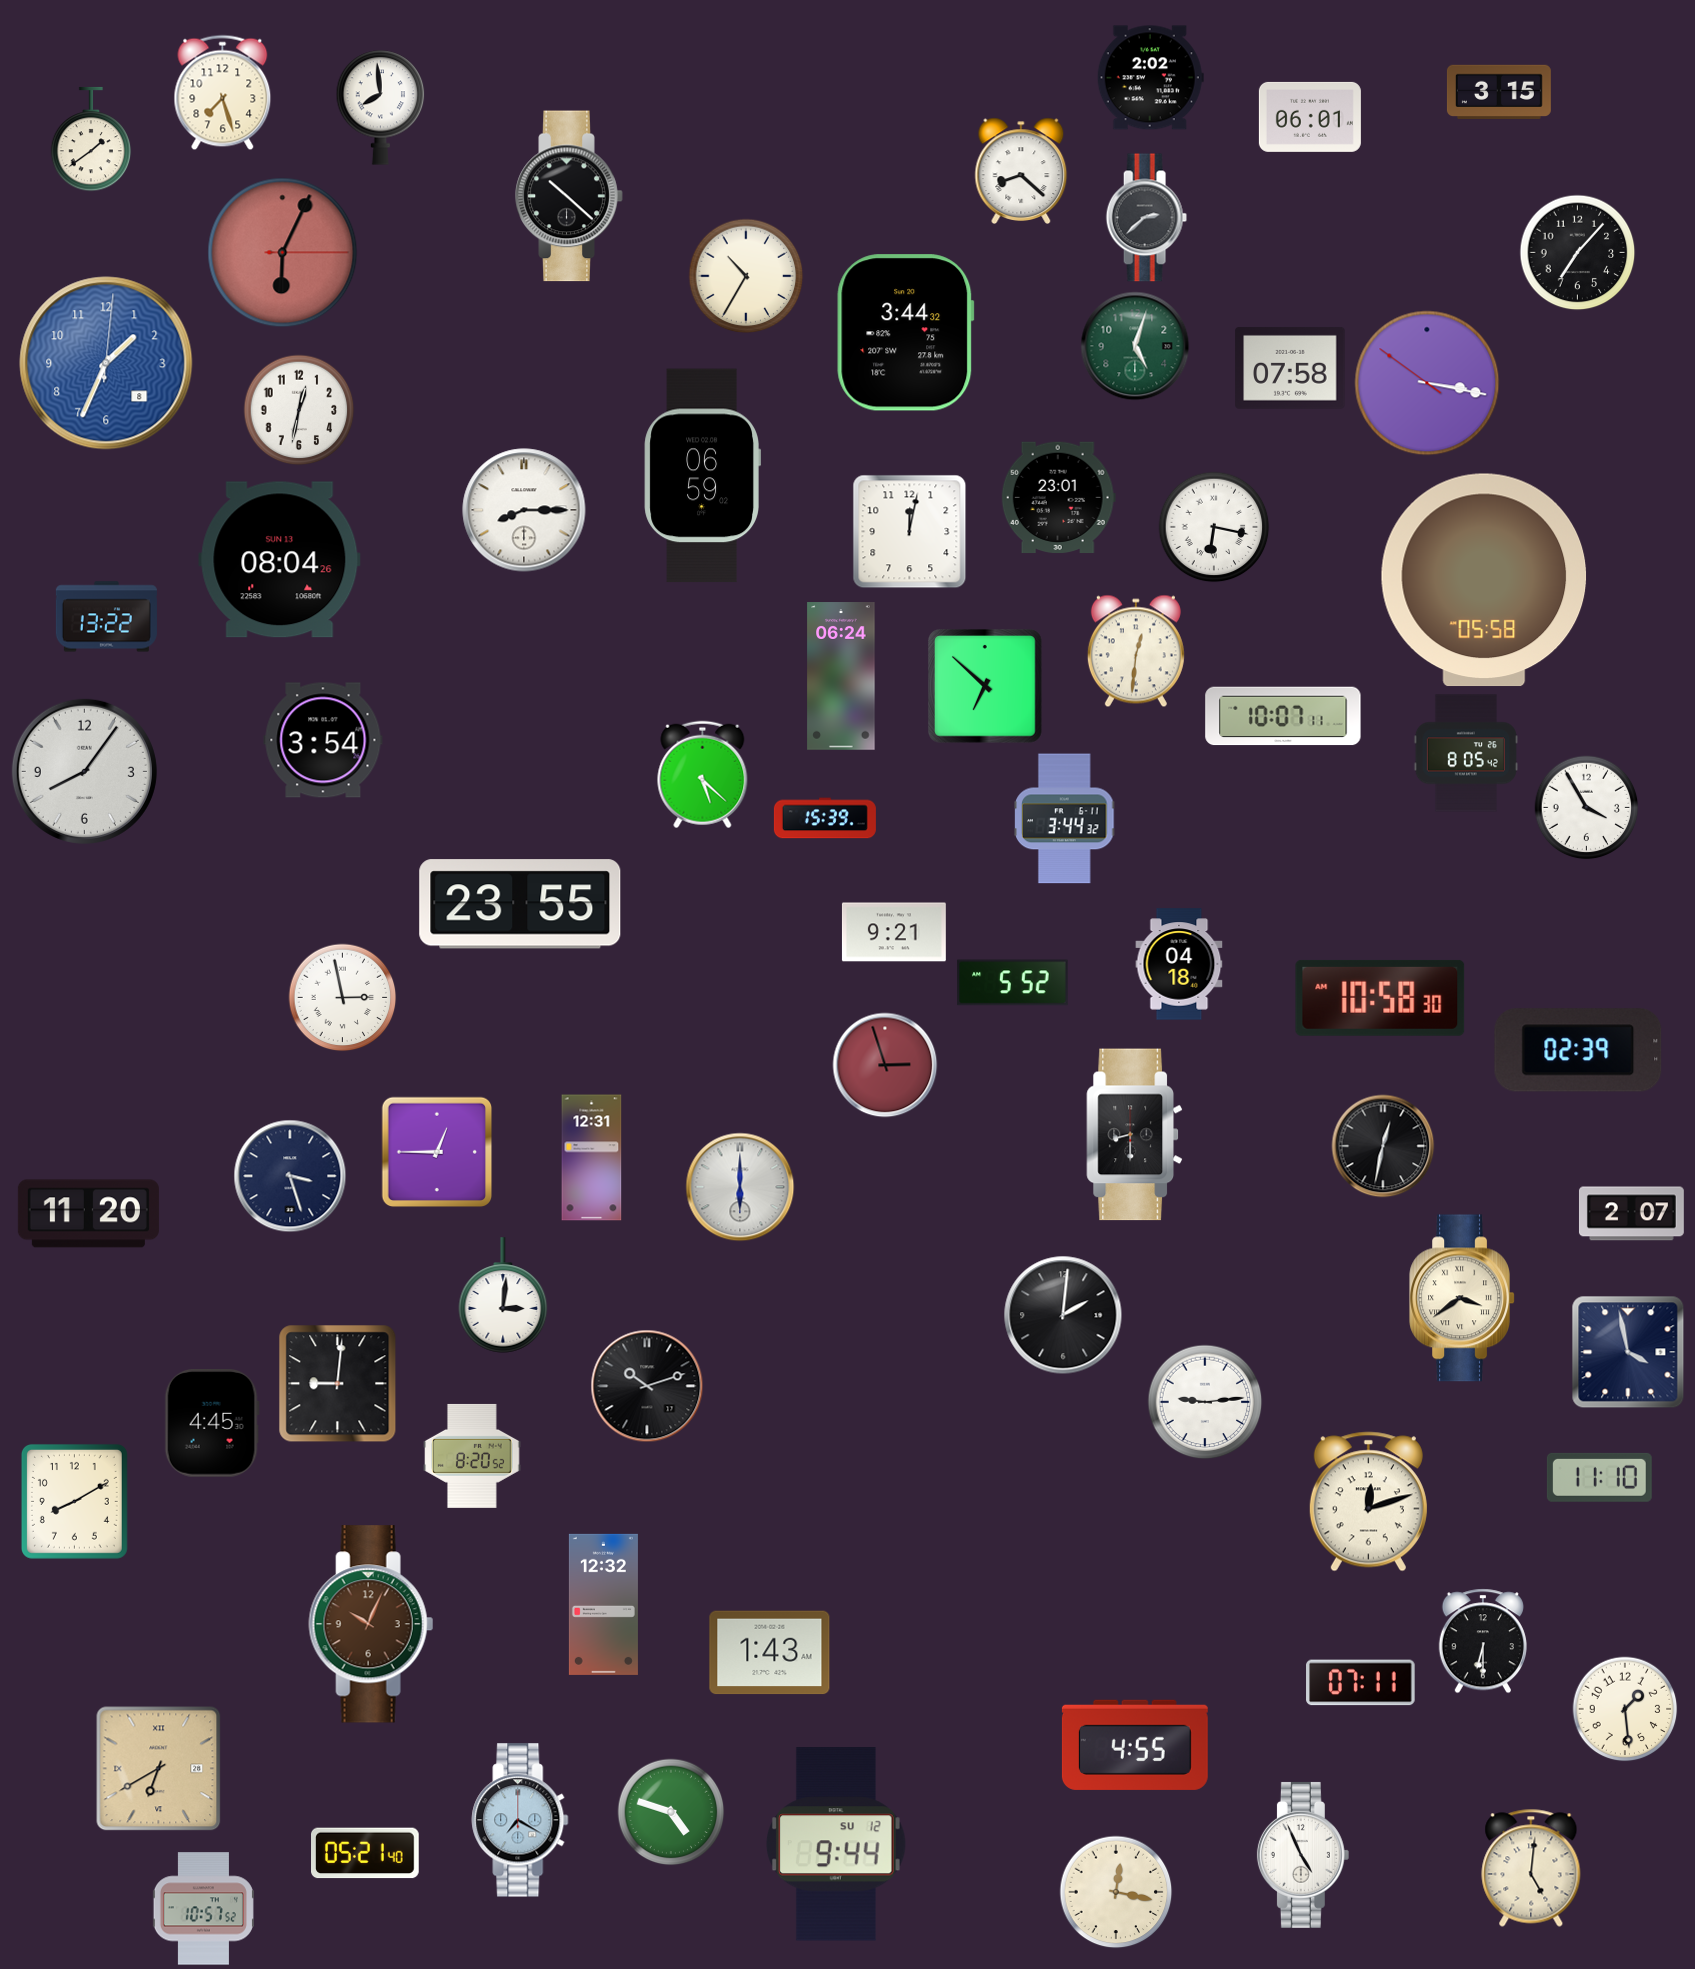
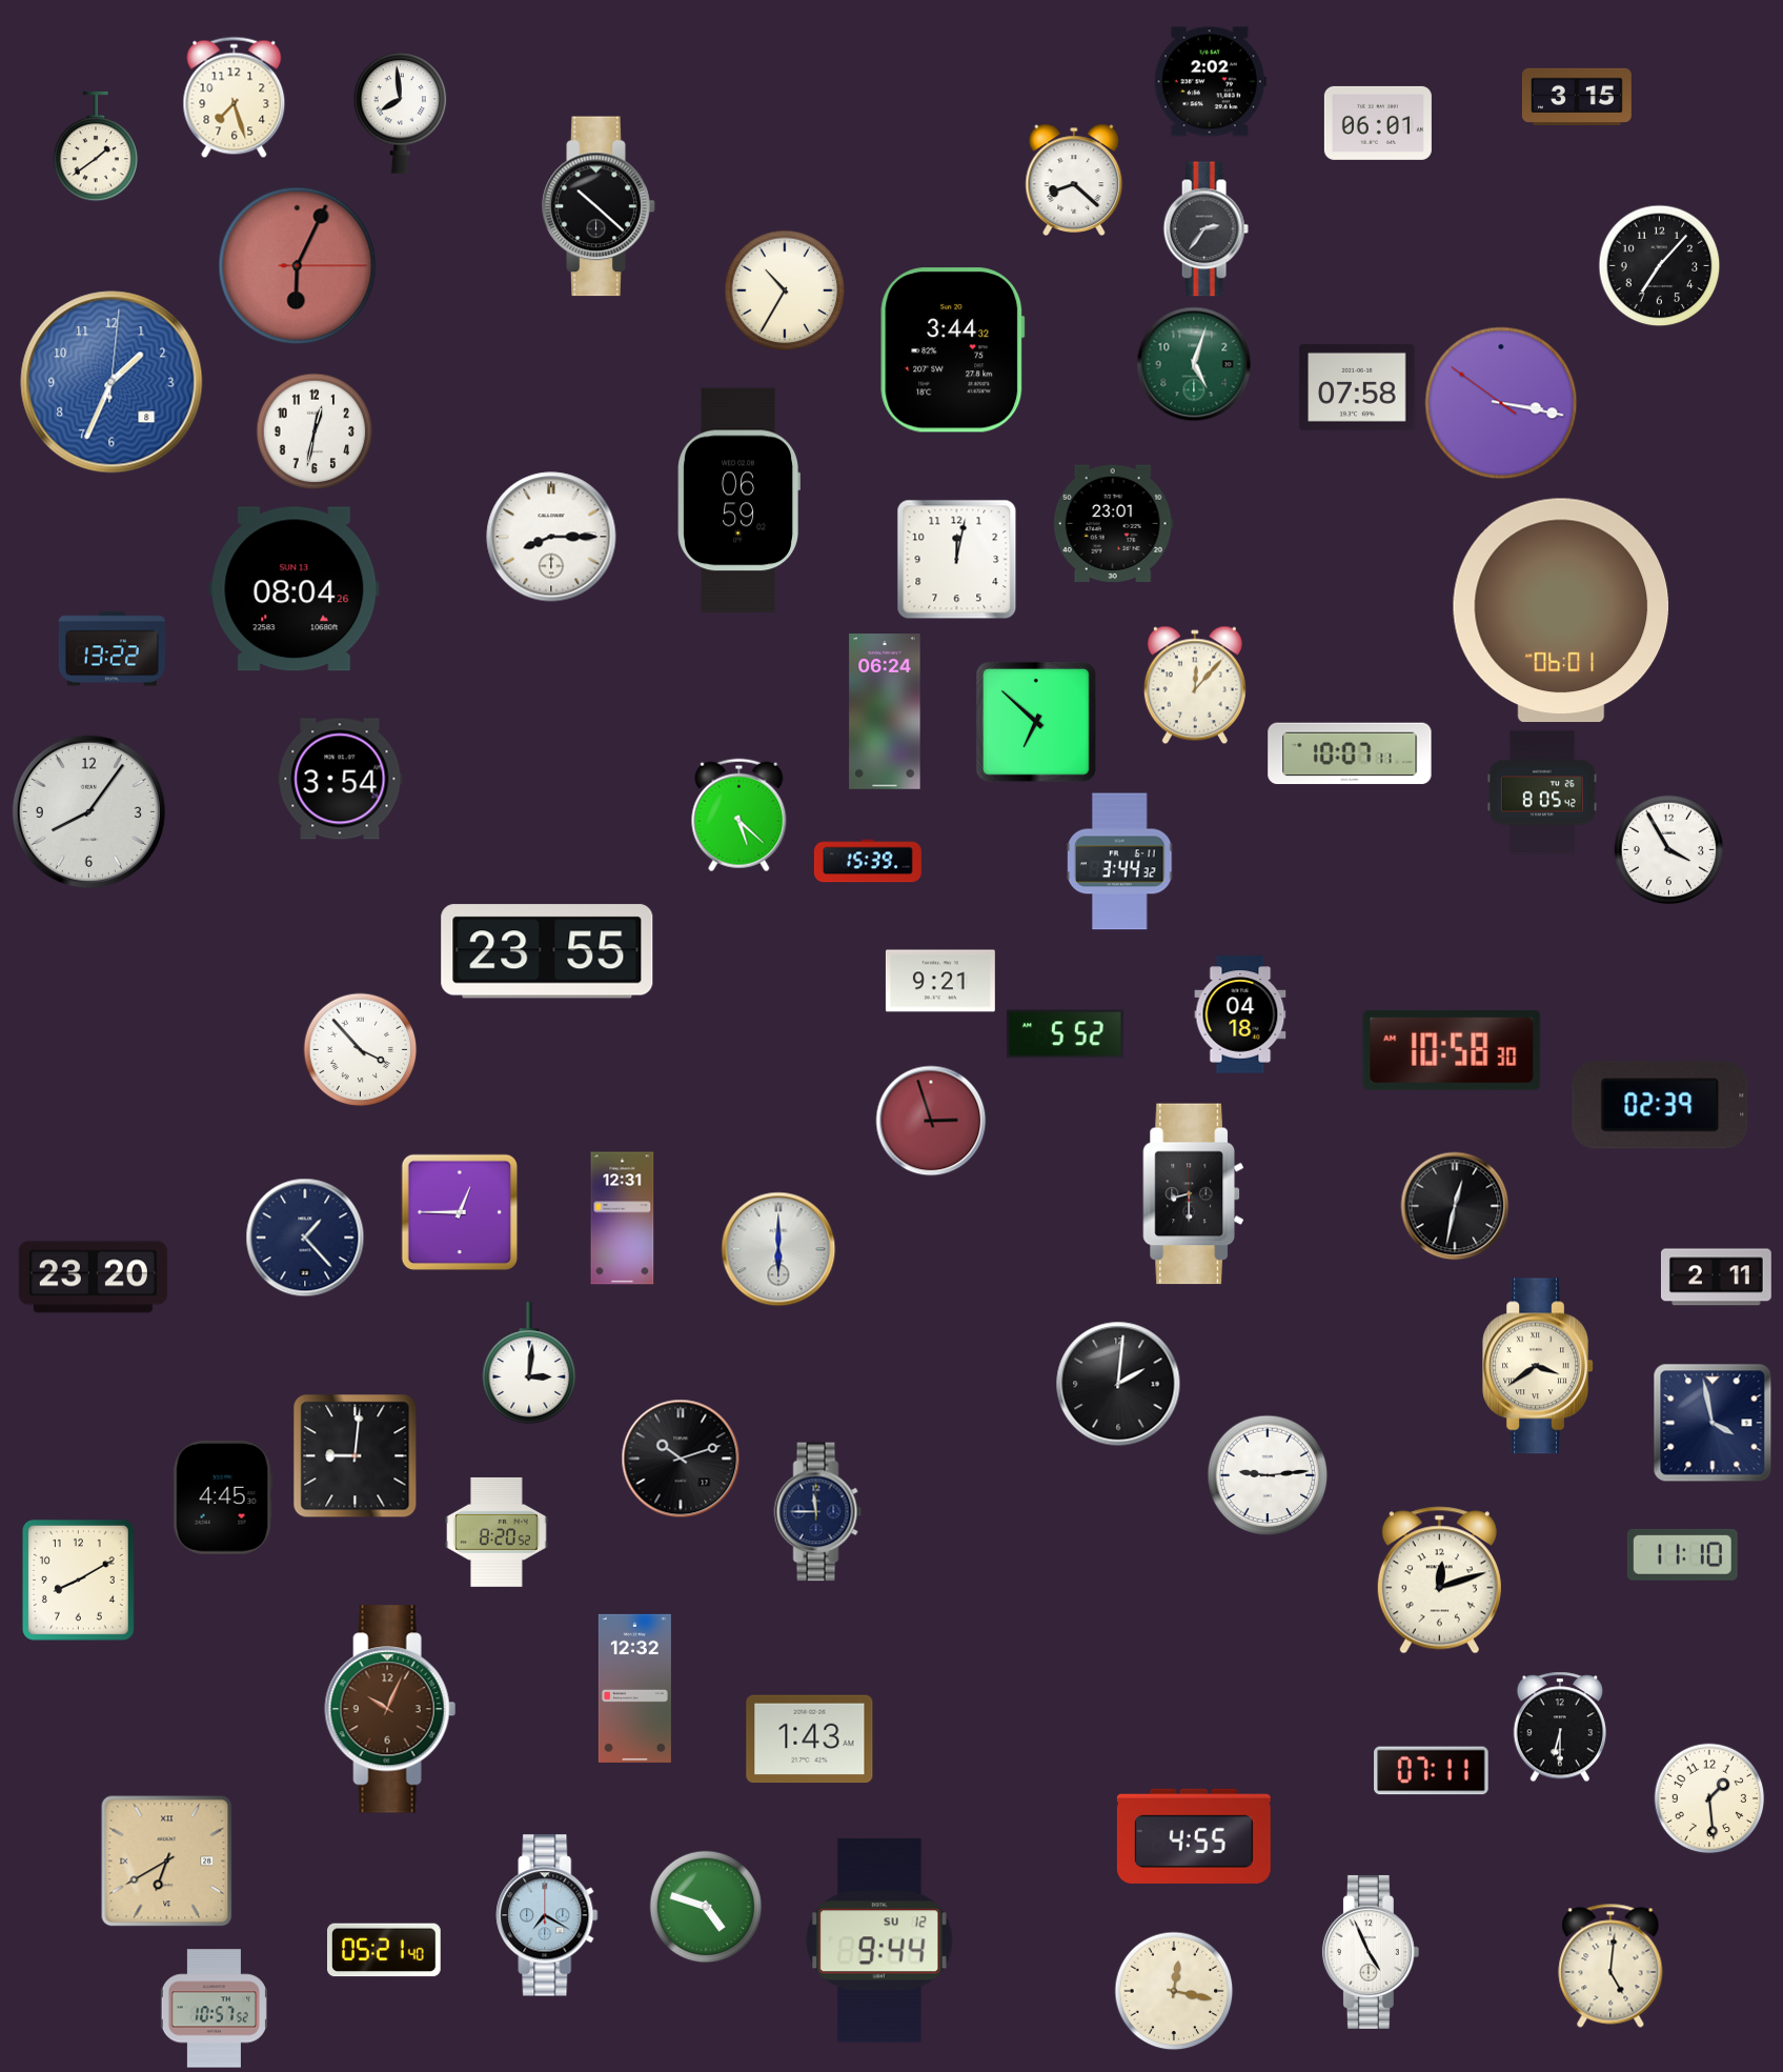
clock at (1146, 218): 2:38 -> 2:36
clock at (1214, 527): 6:17 -> none
clock at (1484, 580): 05:58 -> 06:01
clock at (1136, 651): 12:31 -> 12:07
clock at (343, 998): 2:58 -> 3:53
clock at (290, 1176): 3:27 -> 1:23
clock at (88, 1214): 11:20 -> 23:20
clock at (1631, 1214): 2:07 -> 2:11
clock at (818, 1512): none -> 11:45
